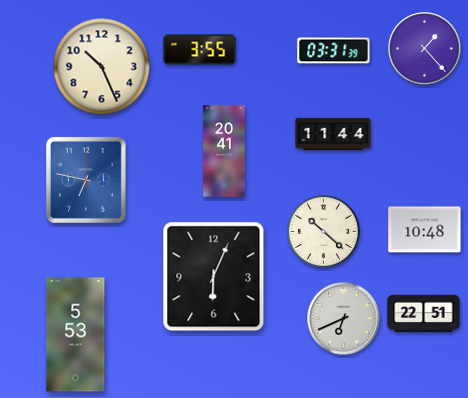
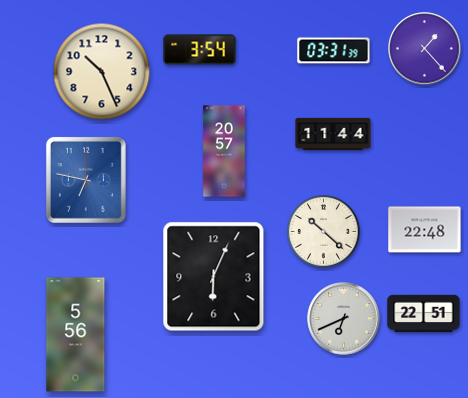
clock at (200, 50): 3:55 -> 3:54
clock at (102, 67) position: (102, 67) -> (102, 72)
clock at (224, 151): 20:41 -> 20:57
clock at (425, 230): 10:48 -> 22:48
clock at (76, 335): 5:53 -> 5:56
